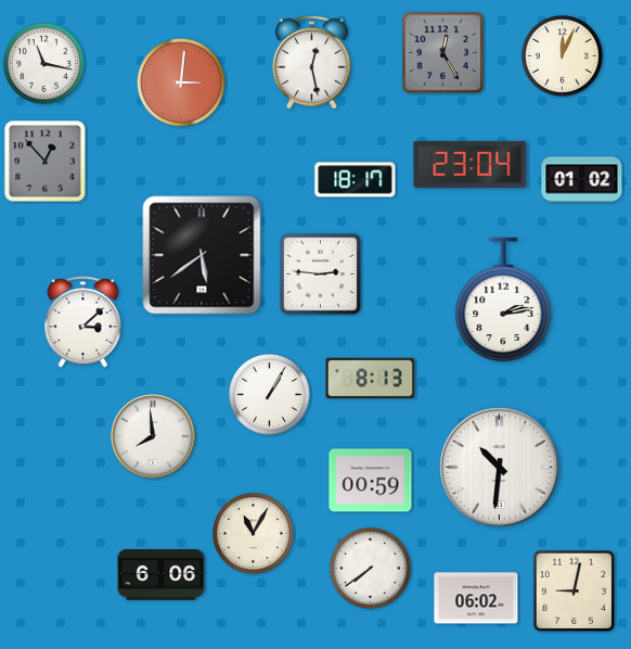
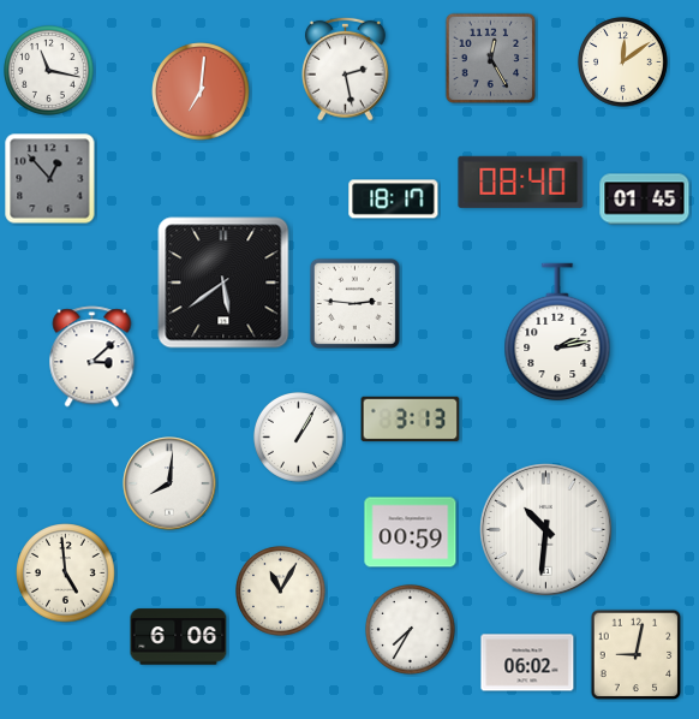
clock at (563, 56): 12:04 -> 12:09
clock at (312, 62): 12:28 -> 2:28
clock at (181, 82): 3:01 -> 7:01
clock at (471, 164): 23:04 -> 08:40
clock at (582, 180): 01:02 -> 01:45
clock at (371, 379): 8:13 -> 3:13
clock at (153, 436): 7:59 -> 8:01
clock at (500, 468) position: (500, 468) -> (546, 530)
clock at (66, 574): none -> 4:59
clock at (371, 569): 7:39 -> 7:35
